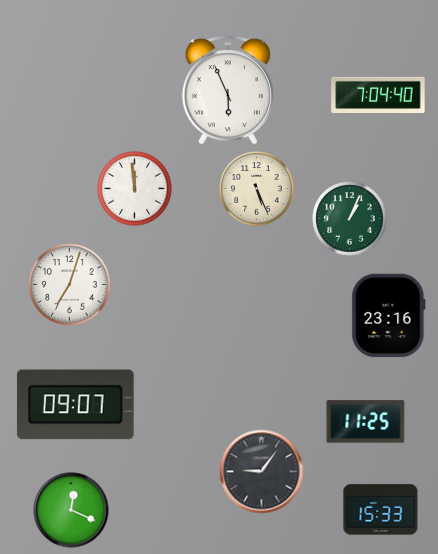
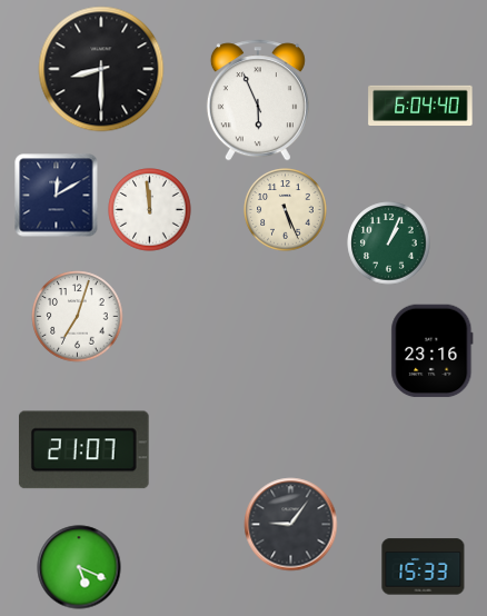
clock at (101, 69): none -> 8:30
clock at (228, 90) position: (228, 90) -> (258, 100)
clock at (378, 94): 7:04 -> 6:04
clock at (57, 196): none -> 12:10
clock at (75, 405): 09:07 -> 21:07
clock at (366, 422): 11:25 -> none
clock at (71, 510): 12:19 -> 5:19
